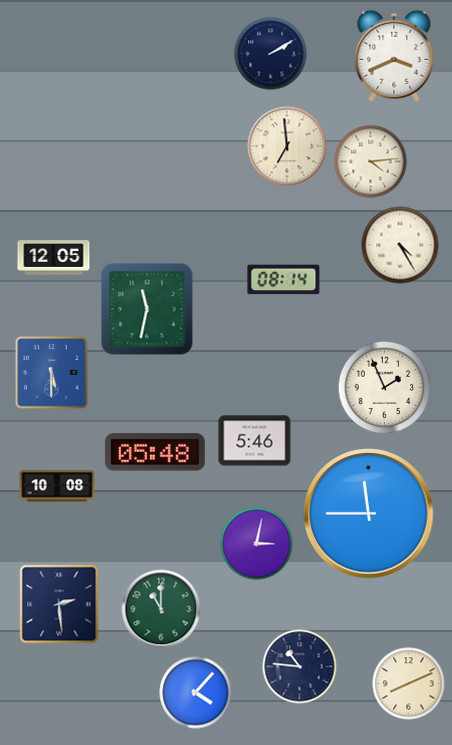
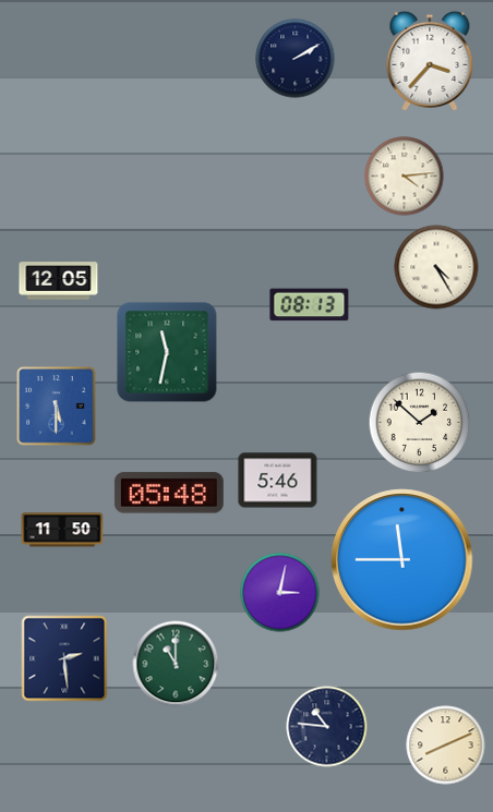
clock at (394, 56): 3:41 -> 3:37
clock at (287, 146): 6:59 -> none
clock at (284, 280): 08:14 -> 08:13
clock at (147, 309) position: (147, 309) -> (167, 352)
clock at (385, 388): 1:56 -> 1:52
clock at (57, 486): 10:08 -> 11:50
clock at (196, 693): 4:07 -> none
